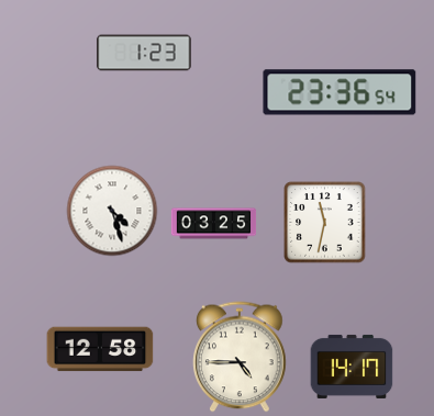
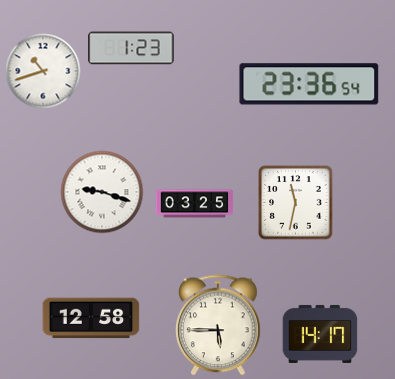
clock at (43, 71): none -> 10:42
clock at (112, 211): 4:27 -> 9:18
clock at (240, 357): 4:45 -> 5:45
